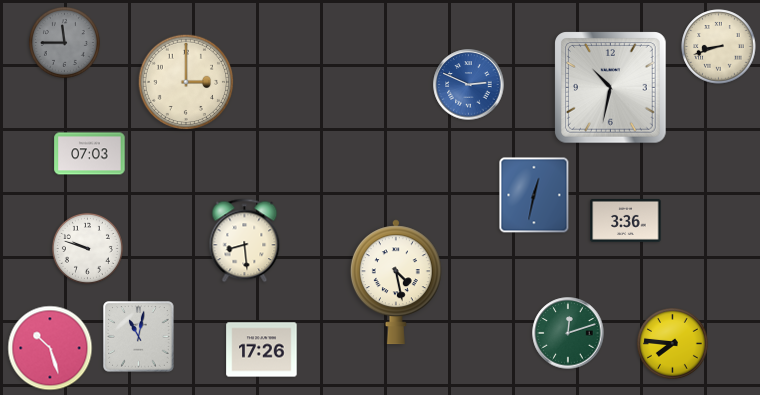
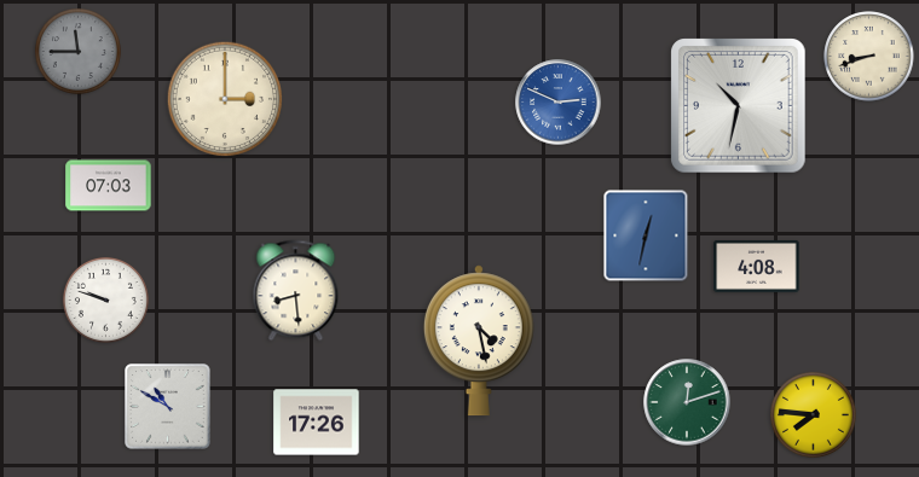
clock at (469, 85) position: (469, 85) -> (559, 103)
clock at (626, 220): 3:36 -> 4:08
clock at (139, 337): 11:02 -> 10:50
clock at (50, 348): 10:27 -> none
